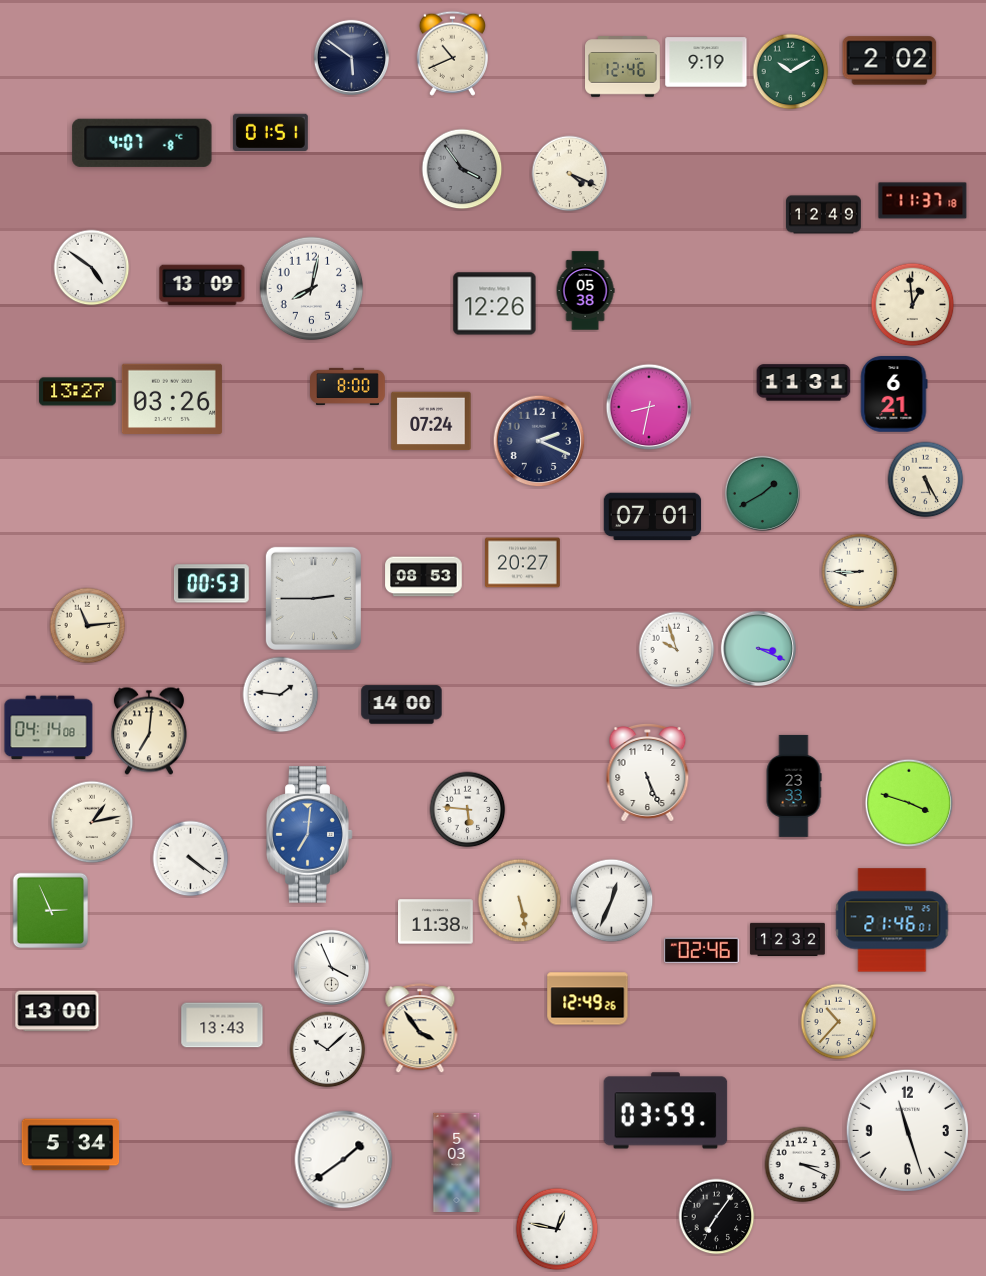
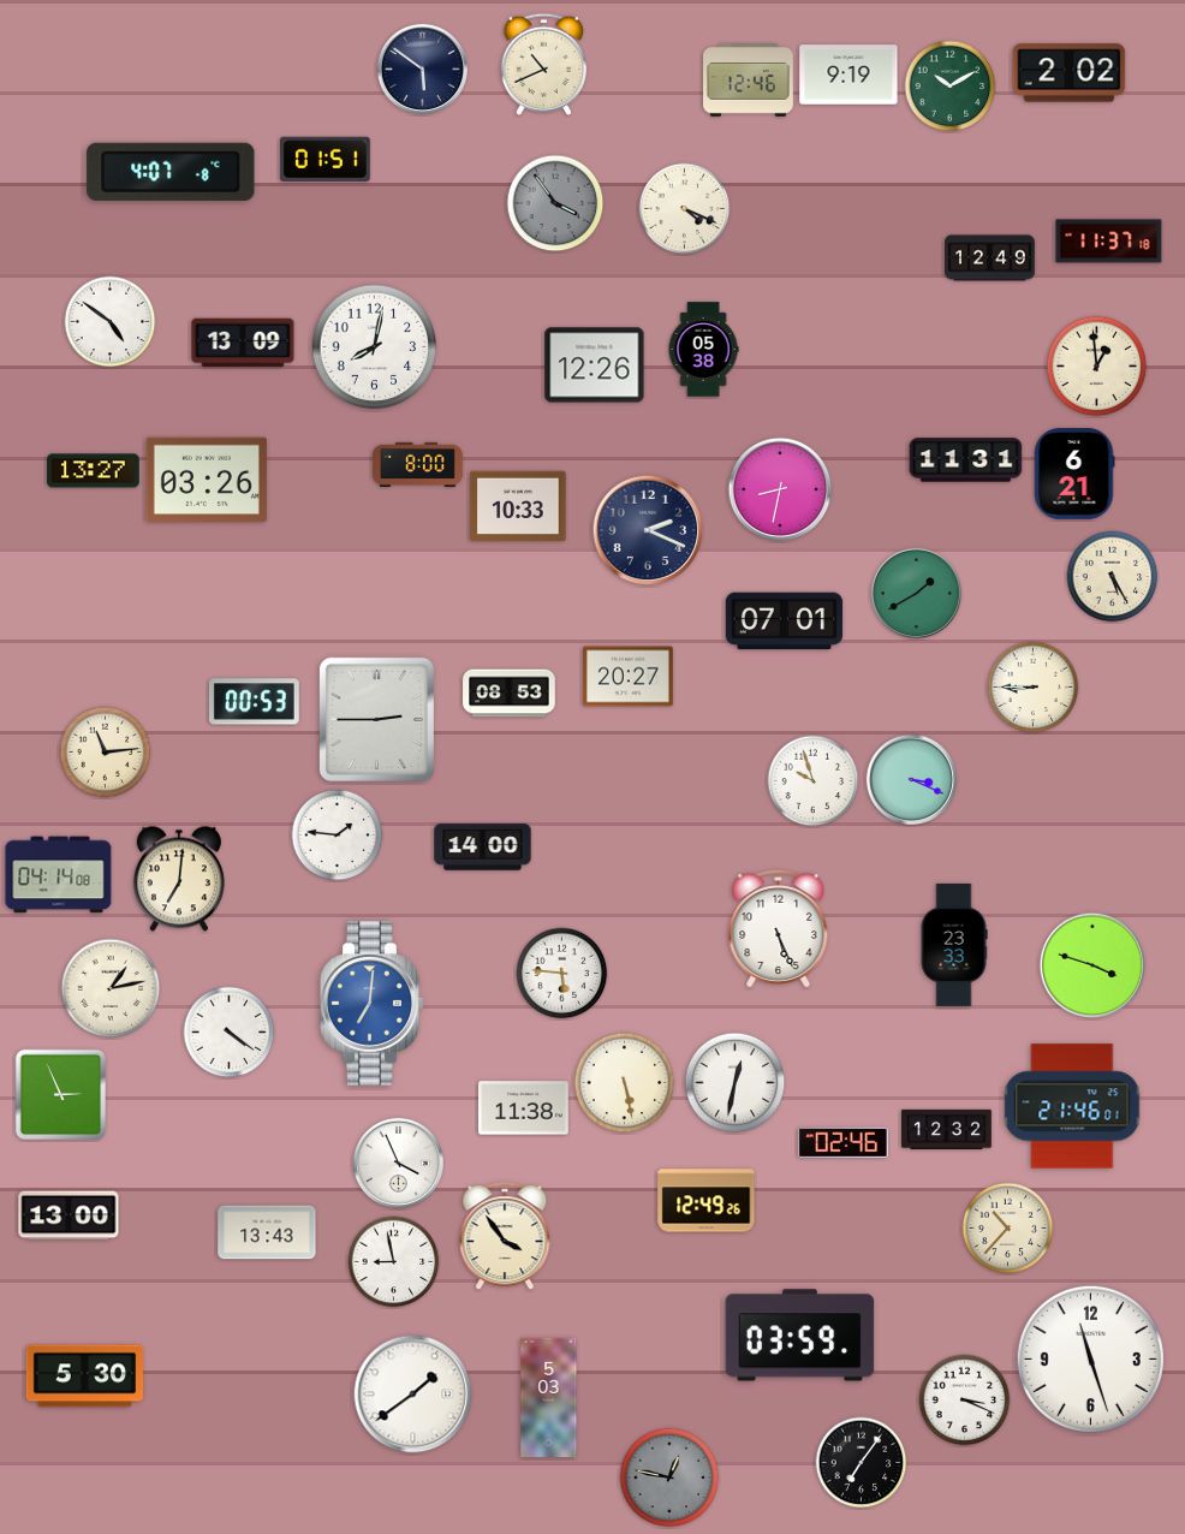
clock at (431, 421): 07:24 -> 10:33
clock at (612, 901): 12:34 -> 12:32
clock at (328, 1050): 10:08 -> 8:58
clock at (71, 1145): 5:34 -> 5:30
clock at (557, 1229) dial: white -> grey
